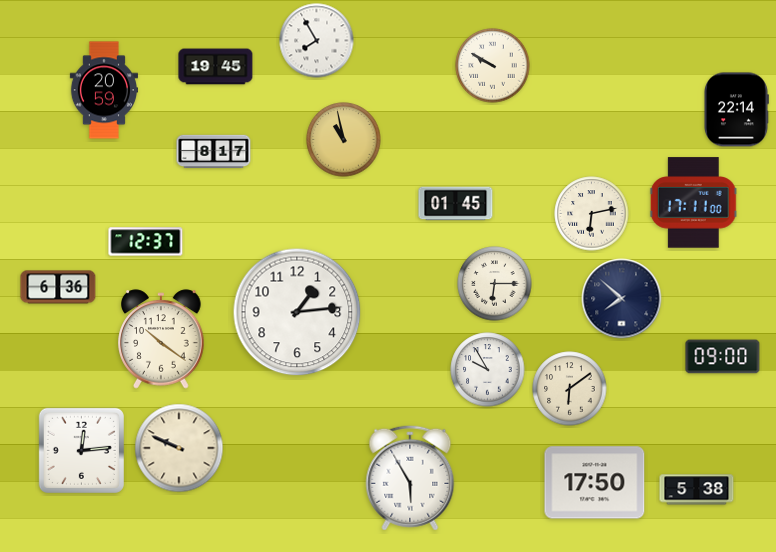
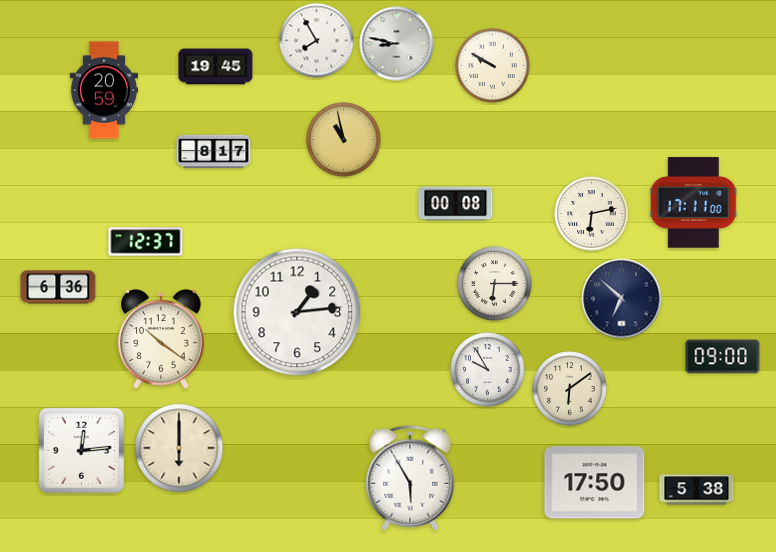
clock at (397, 44): none -> 8:47
clock at (737, 110): 22:14 -> none
clock at (456, 204): 01:45 -> 00:08
clock at (622, 299): 7:52 -> 6:52
clock at (179, 448): 9:49 -> 6:00
